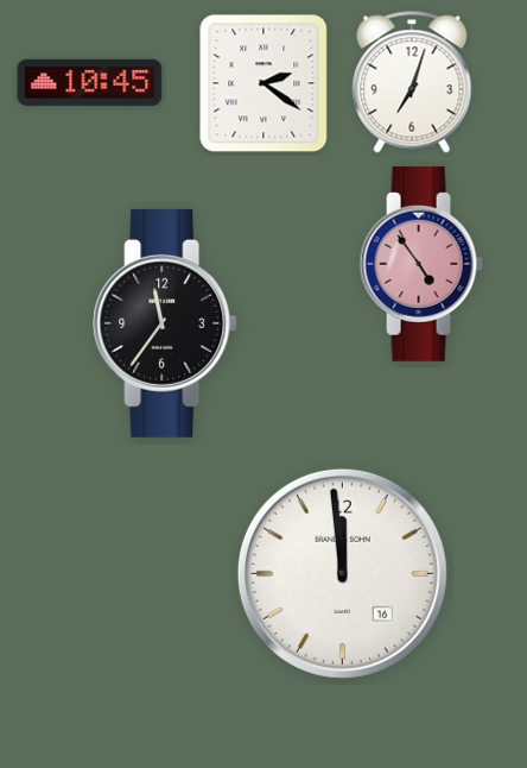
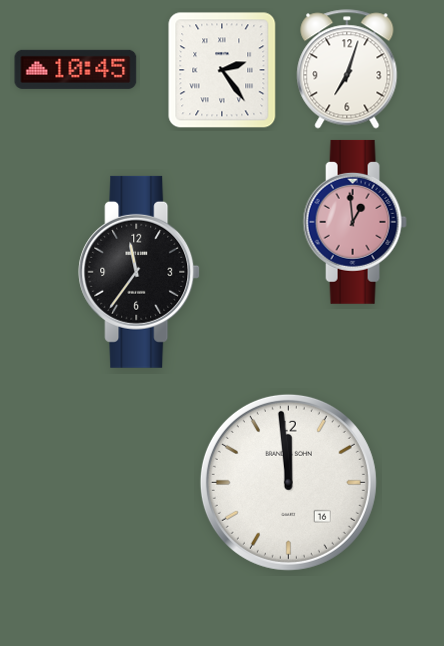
clock at (263, 83): 2:21 -> 2:24
clock at (421, 264): 4:54 -> 12:59
